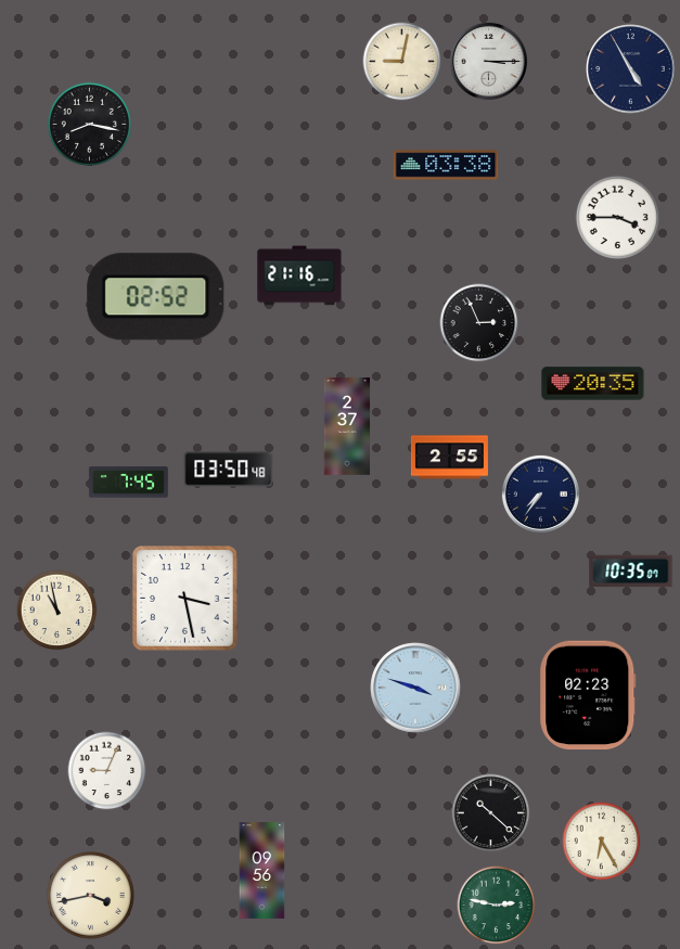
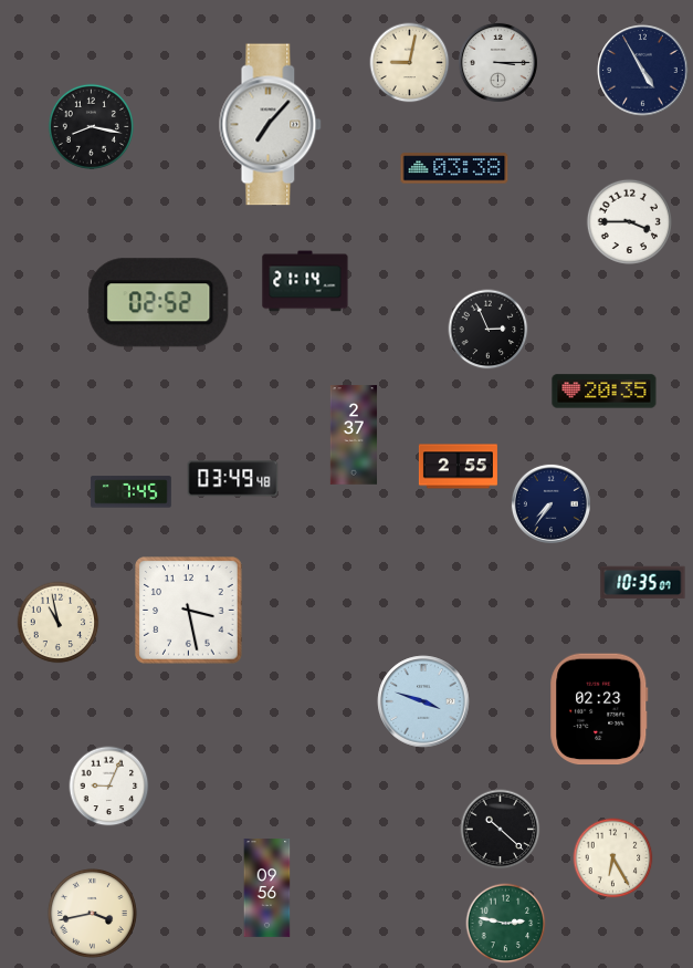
clock at (271, 125): none -> 7:07
clock at (299, 275): 21:16 -> 21:14
clock at (229, 470): 03:50 -> 03:49
